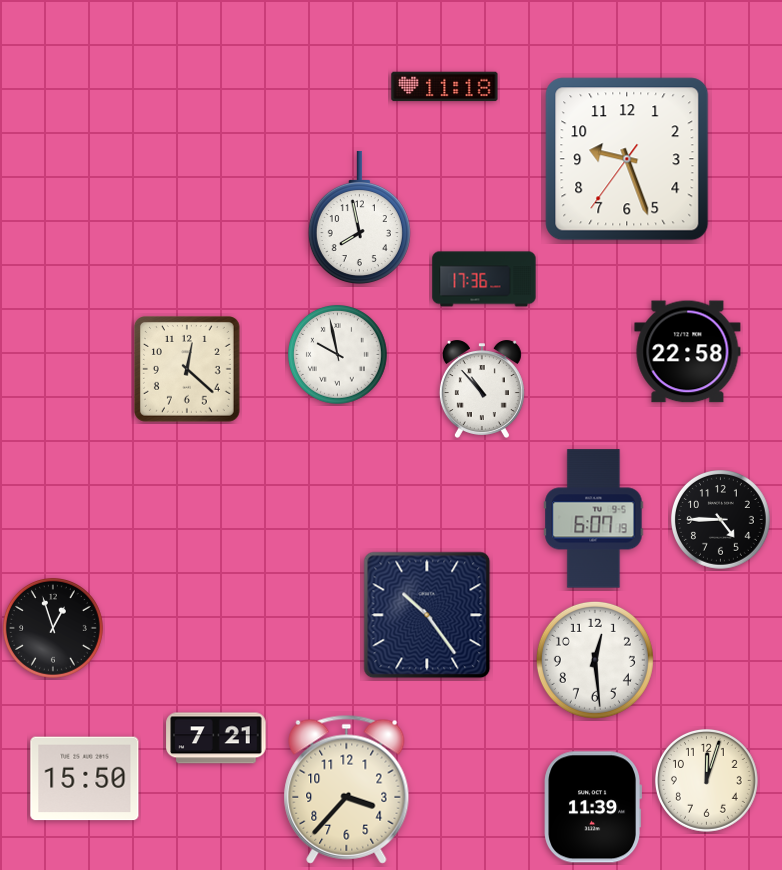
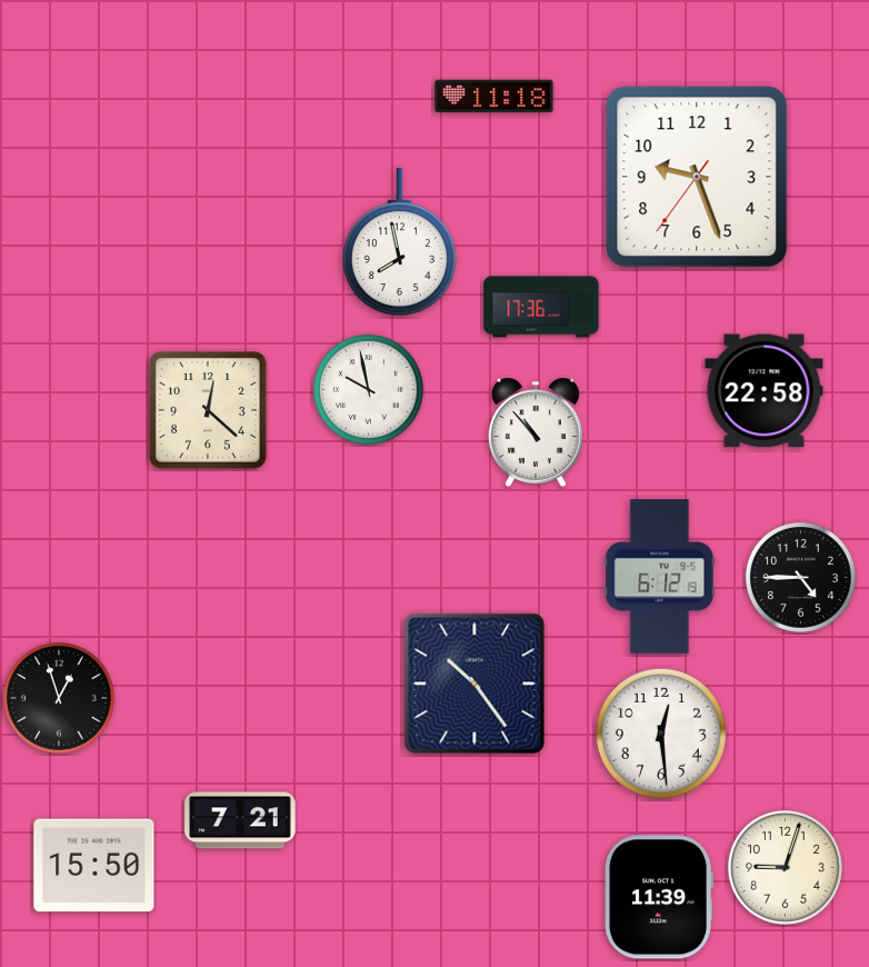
clock at (484, 279) position: (484, 279) -> (541, 307)
clock at (338, 355) position: (338, 355) -> (369, 390)
clock at (594, 519): 6:07 -> 6:12
clock at (706, 780): 12:03 -> 9:03
clock at (347, 789): 3:37 -> none
